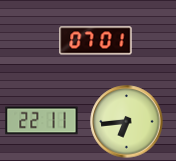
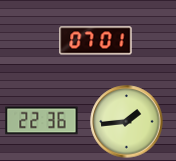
clock at (42, 121): 22:11 -> 22:36
clock at (127, 122): 6:44 -> 1:44
